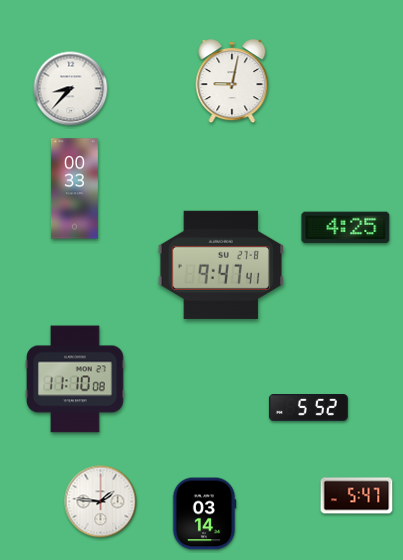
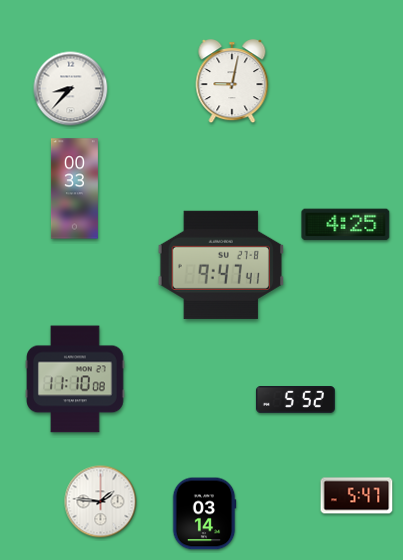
clock at (346, 228) position: (346, 228) -> (346, 225)
clock at (308, 408) position: (308, 408) -> (295, 400)
